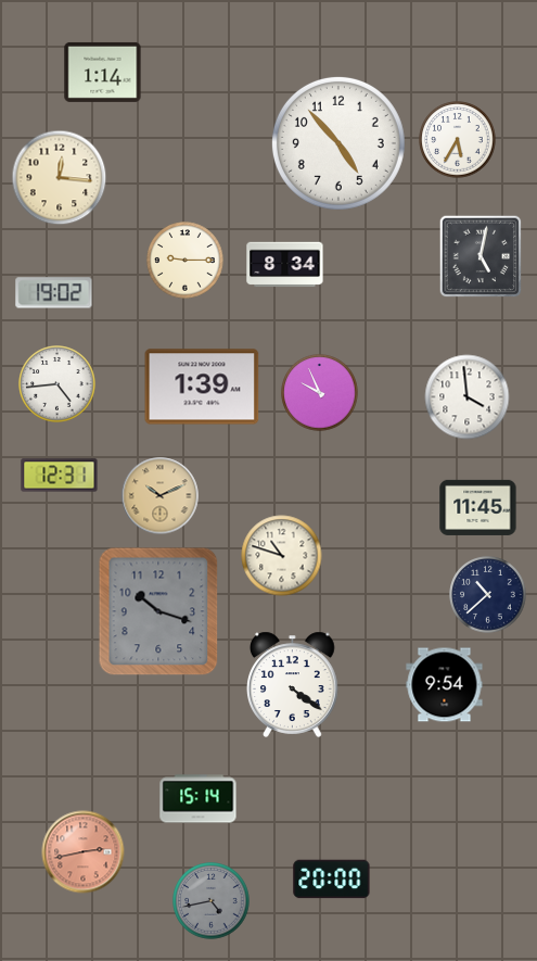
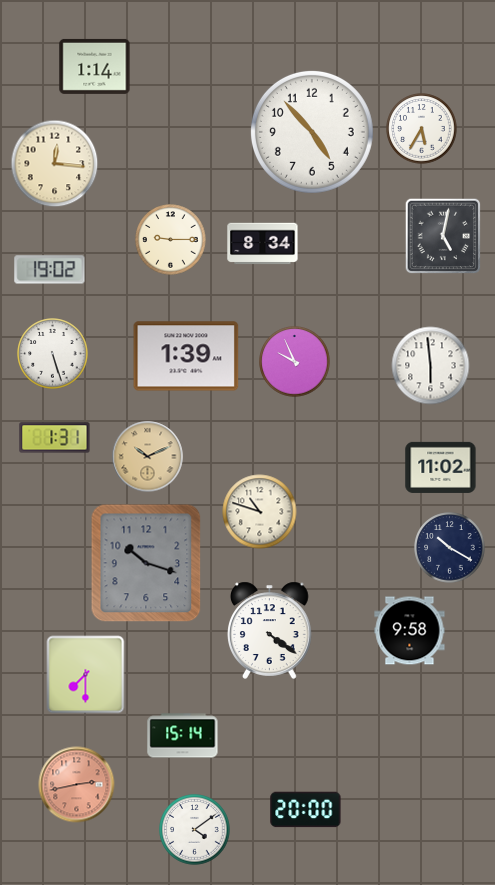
clock at (57, 384): 4:44 -> 5:27
clock at (468, 397): 3:59 -> 5:59
clock at (60, 476): 12:31 -> 1:31
clock at (478, 507): 11:45 -> 11:02
clock at (488, 595): 10:38 -> 10:20
clock at (445, 685): 9:54 -> 9:58
clock at (86, 675): none -> 7:30
clock at (212, 901): 4:43 -> 4:09
clock at (212, 901) dial: grey -> white
